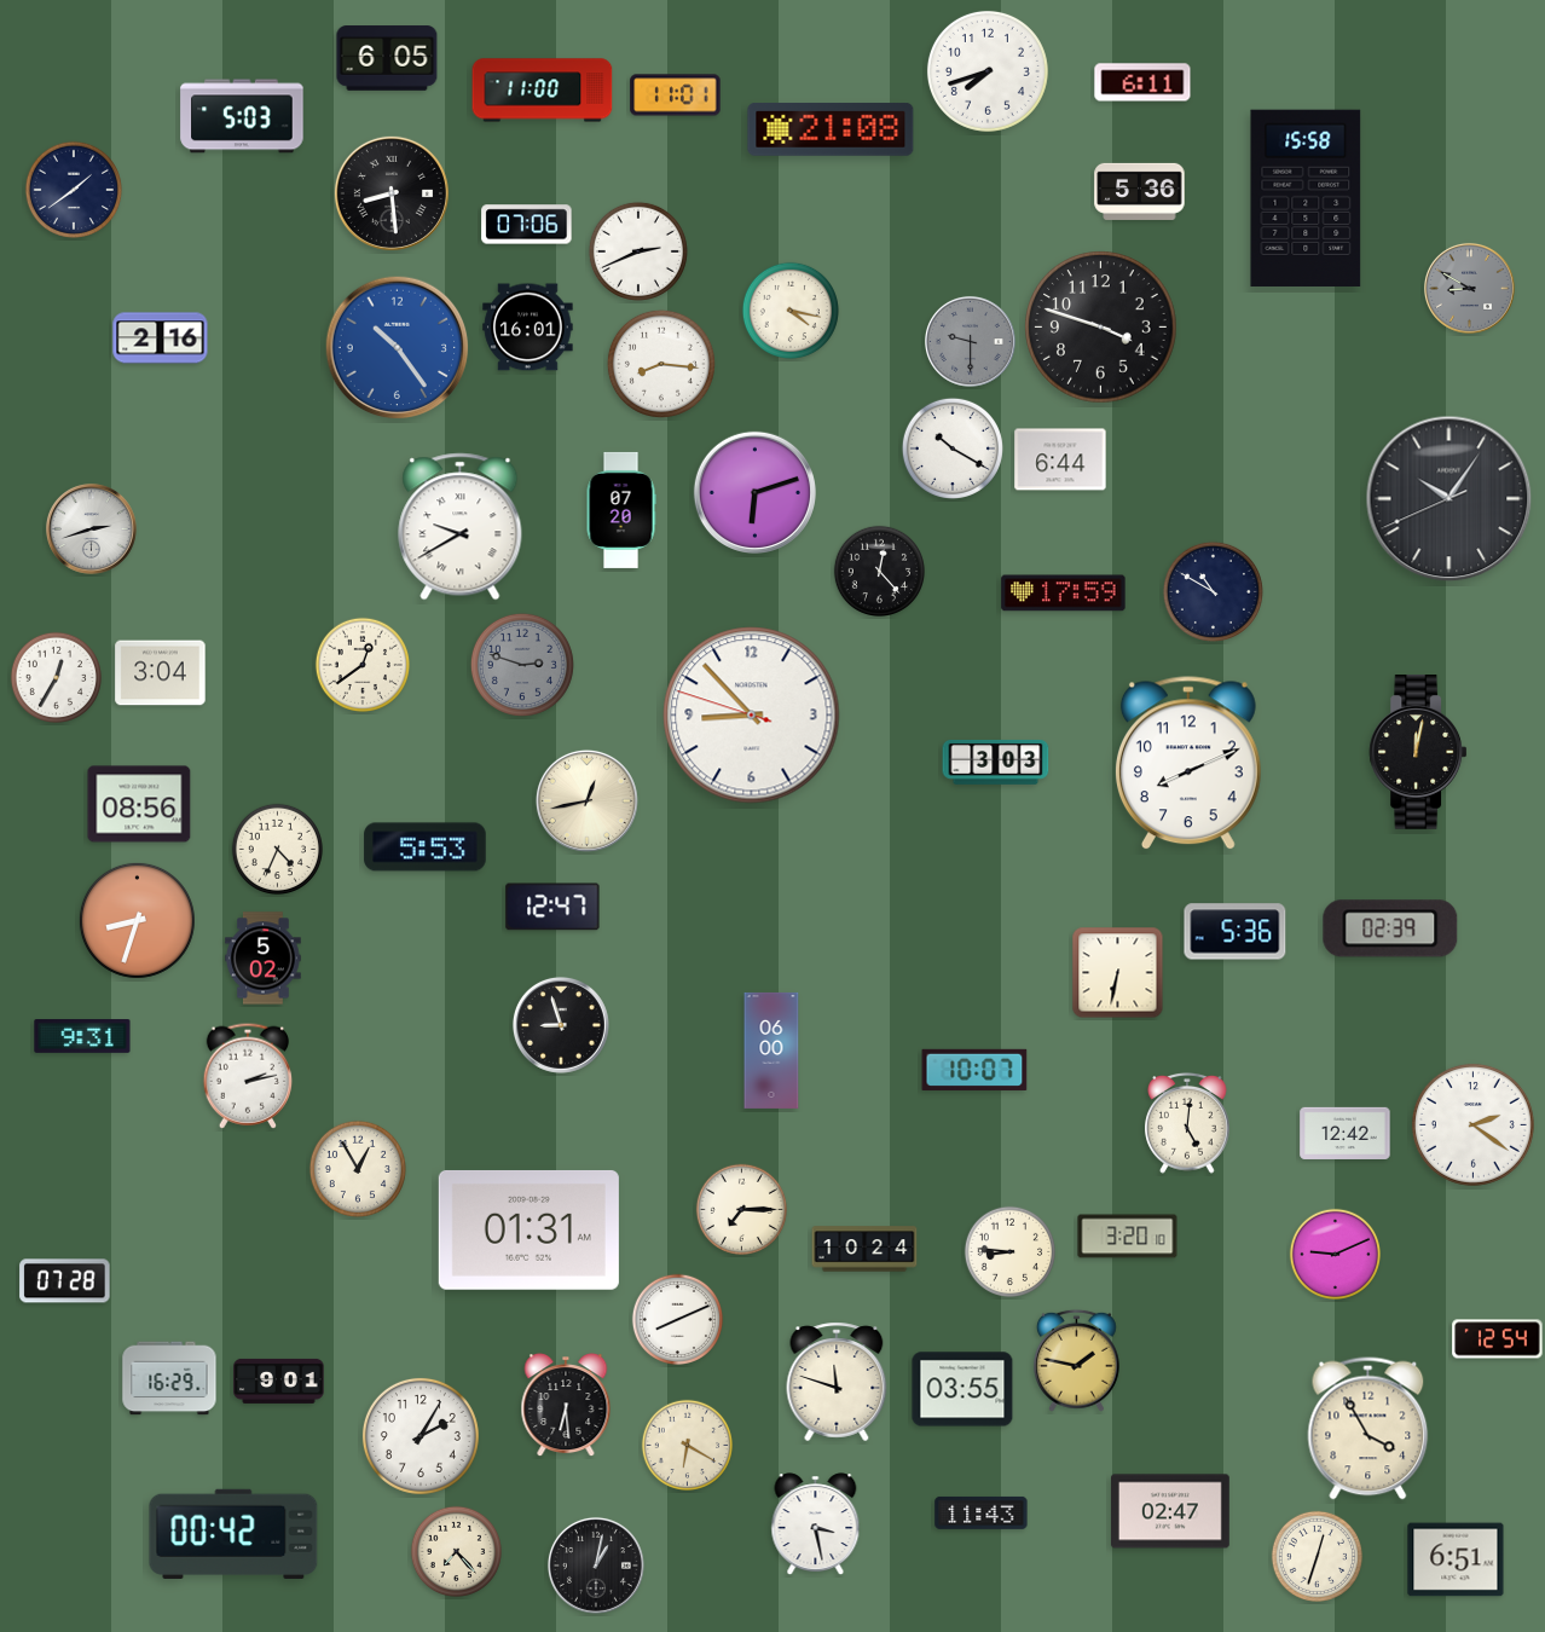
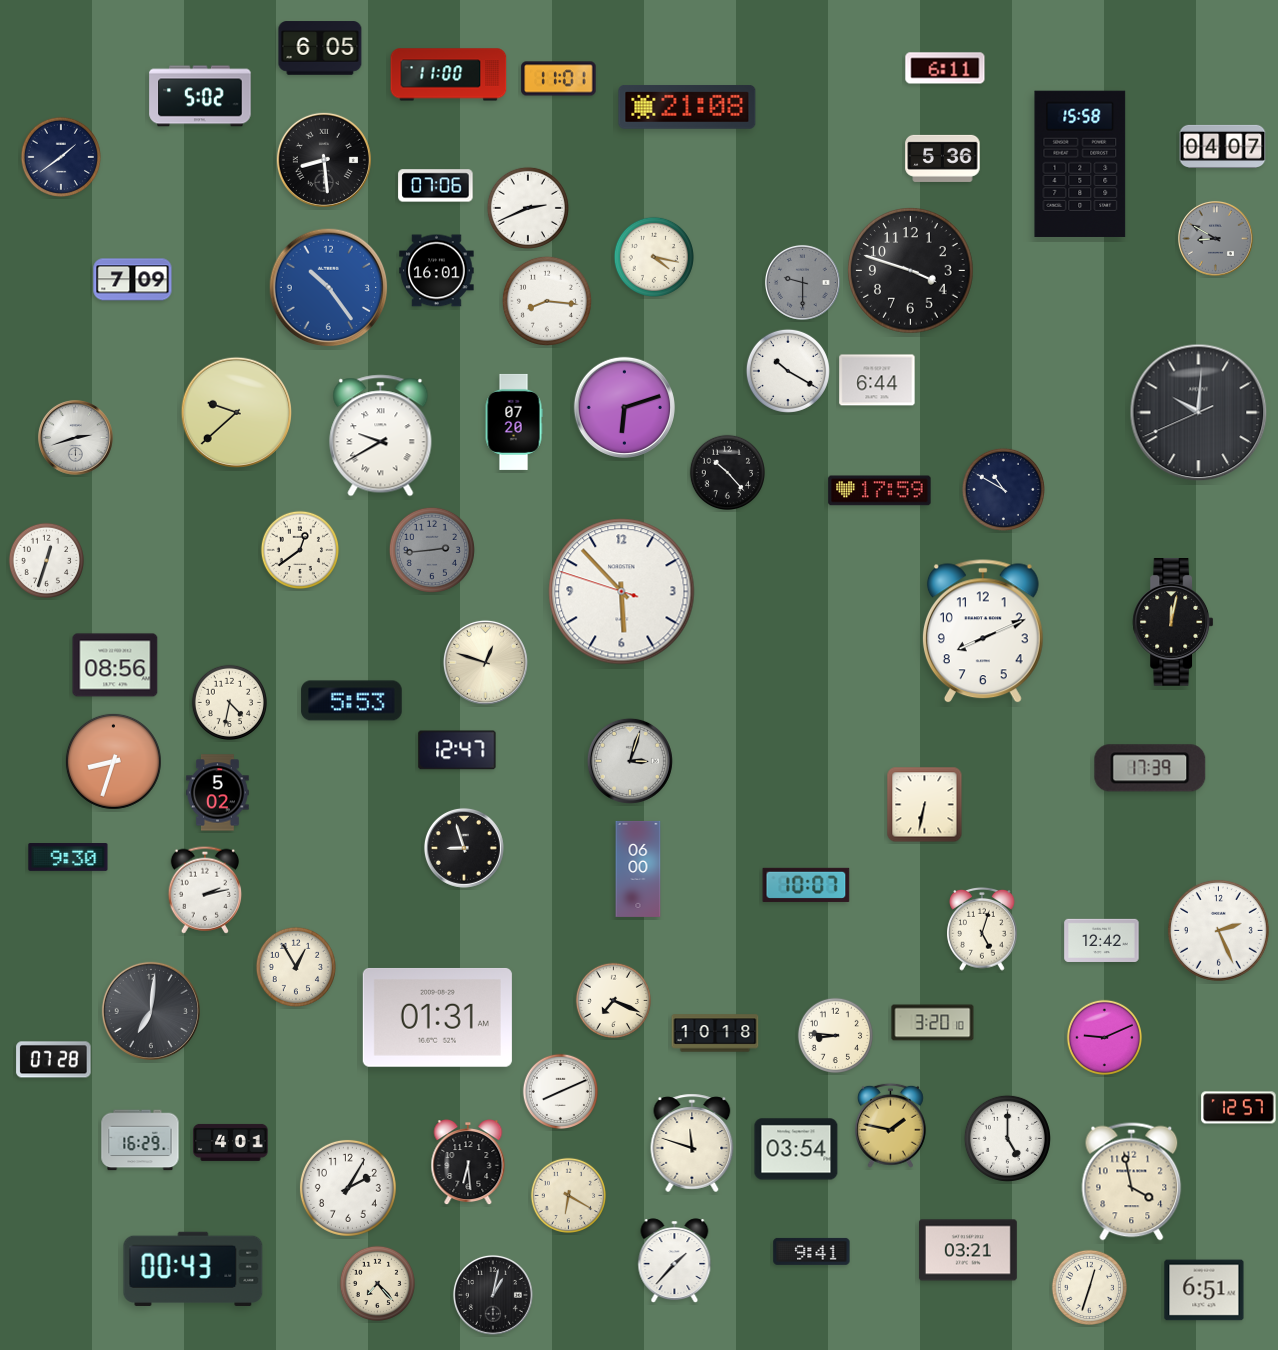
clock at (988, 71): 7:42 -> none
clock at (242, 116): 5:03 -> 5:02
clock at (1223, 146): none -> 04:07
clock at (161, 338): 2:16 -> 7:09
clock at (236, 412): none -> 9:38
clock at (1449, 499): 10:05 -> 10:00
clock at (879, 571): 12:23 -> 10:23
clock at (522, 665): 2:48 -> 2:44
clock at (161, 673): 3:04 -> none
clock at (56, 677): 12:35 -> 12:33
clock at (752, 716): 8:52 -> 5:52
clock at (996, 763): 3:03 -> none
clock at (586, 800): 12:43 -> 12:48
clock at (277, 849): 4:34 -> 4:32
clock at (630, 761): none -> 3:03
clock at (1390, 928): 02:39 -> 17:39
clock at (1236, 932): 5:36 -> none
clock at (82, 1037): 9:31 -> 9:30
clock at (1187, 1123): 5:01 -> 5:03
clock at (1472, 1124): 2:21 -> 2:26
clock at (1346, 1133) position: (1346, 1133) -> (1102, 940)
clock at (741, 1209): 7:15 -> 7:19
clock at (151, 1011): none -> 7:01
clock at (864, 1249): 10:24 -> 10:18
clock at (1498, 1339): 12:54 -> 12:57
clock at (1007, 1138): none -> 5:00
clock at (279, 1381): 9:01 -> 4:01
clock at (962, 1389): 03:55 -> 03:54
clock at (1368, 1429): 3:55 -> 3:58
clock at (1170, 1511): 02:47 -> 03:21
clock at (982, 1512): 11:43 -> 9:41
clock at (816, 1523): 3:28 -> 1:37
clock at (233, 1534): 00:42 -> 00:43
